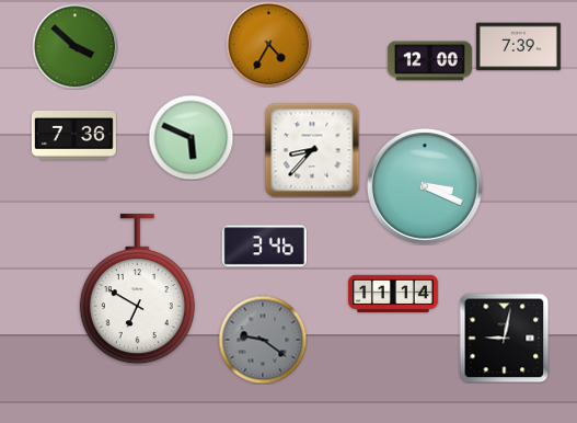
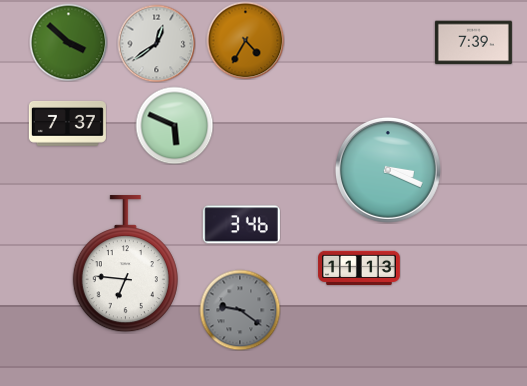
clock at (156, 43): none -> 12:39
clock at (429, 61): 12:00 -> none
clock at (73, 136): 7:36 -> 7:37
clock at (312, 150): 8:37 -> none
clock at (137, 289): 6:50 -> 6:46
clock at (393, 294): 11:14 -> 11:13
clock at (504, 338): 9:02 -> none
